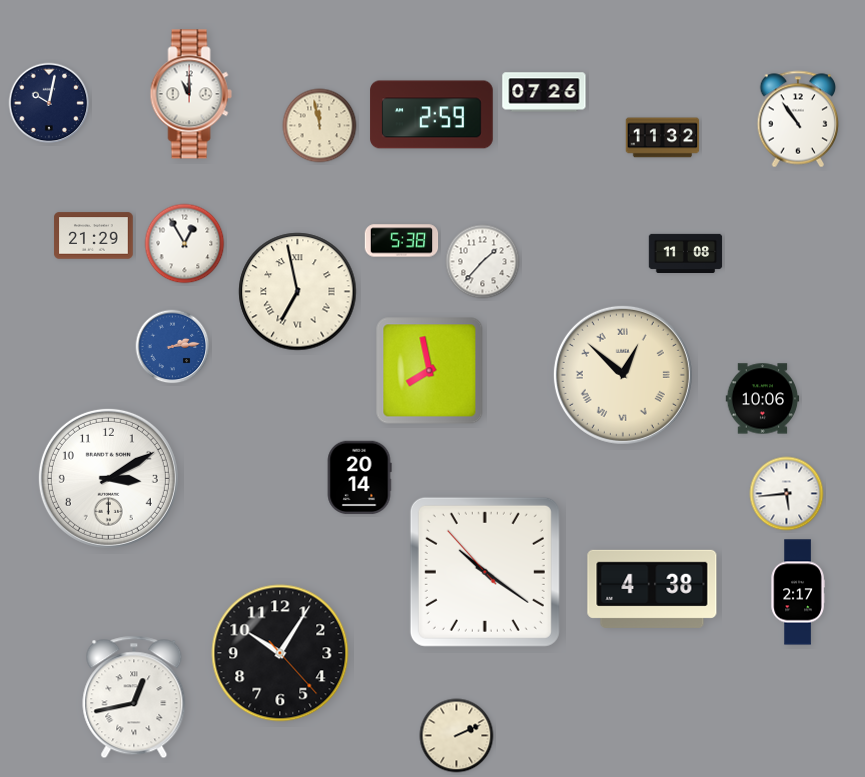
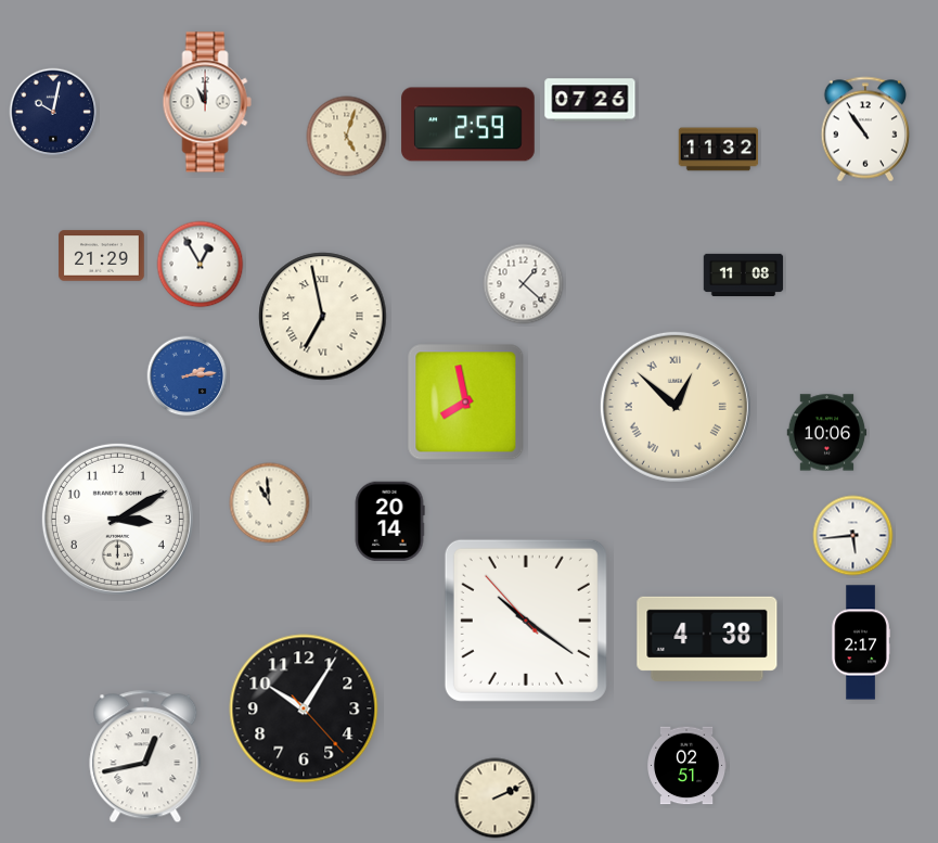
clock at (320, 126): 11:58 -> 5:03
clock at (402, 241): 5:38 -> none
clock at (483, 262): 1:37 -> 1:22
clock at (270, 503): none -> 10:59
clock at (359, 478) position: (359, 478) -> (389, 522)
clock at (798, 592) position: (798, 592) -> (861, 642)
clock at (688, 766): none -> 02:51
